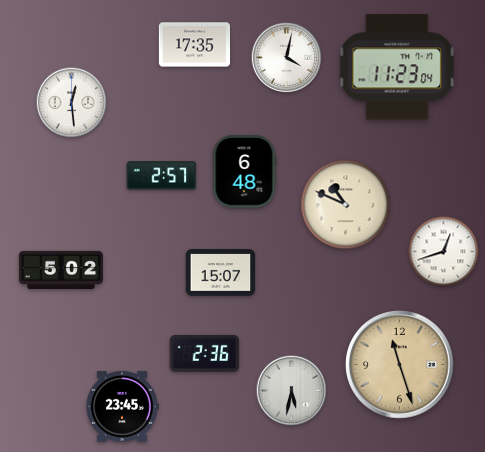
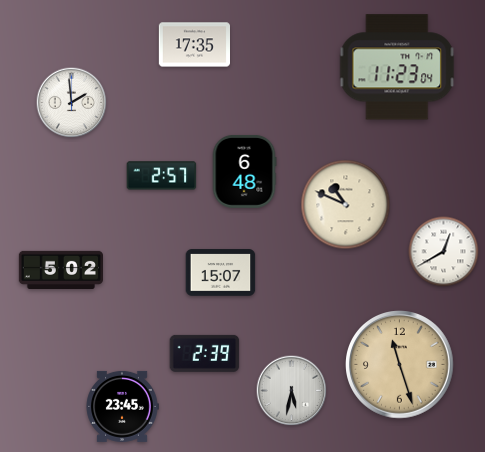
clock at (287, 58): 4:02 -> none
clock at (72, 103): 12:29 -> 1:59
clock at (444, 252): 12:42 -> 12:40
clock at (205, 353): 2:36 -> 2:39
